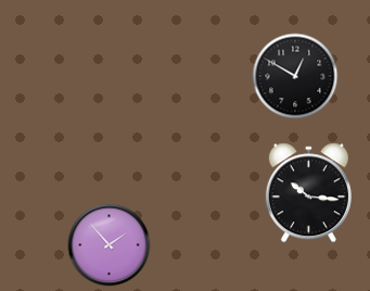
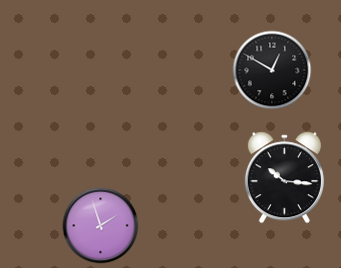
clock at (110, 245): 1:53 -> 1:57
